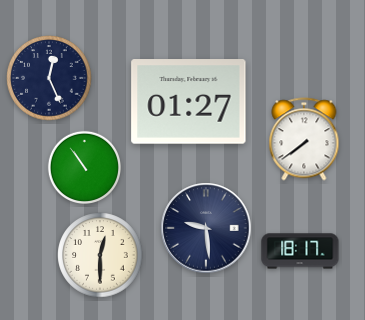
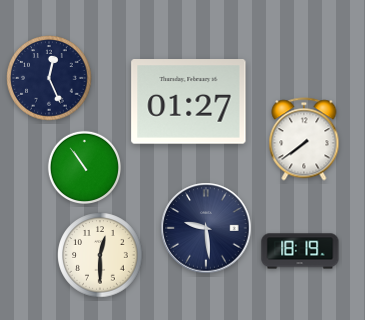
clock at (300, 251): 18:17 -> 18:19
